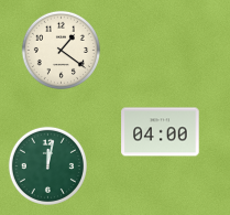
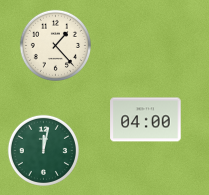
clock at (61, 50): 1:21 -> 1:23
